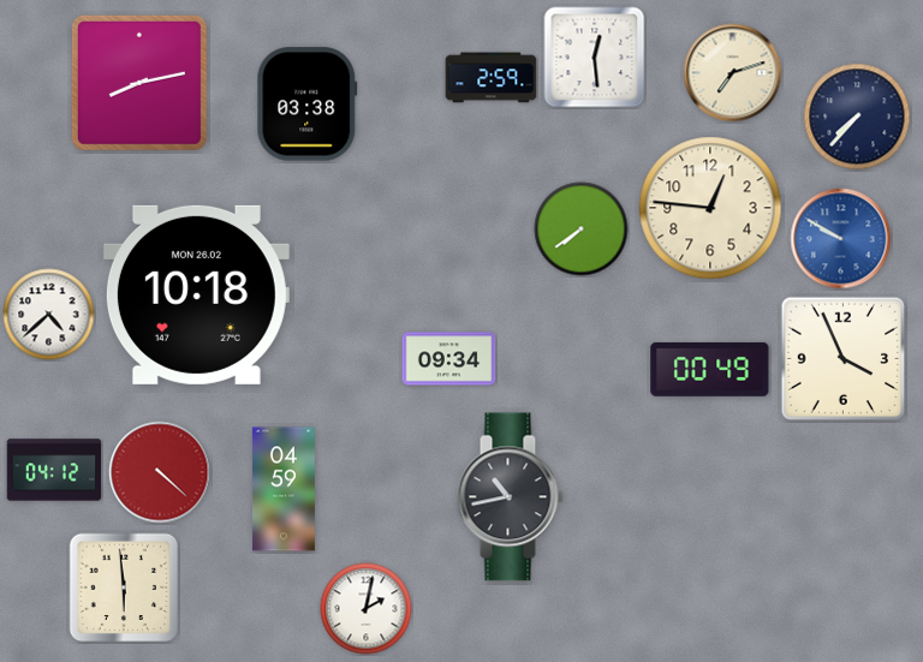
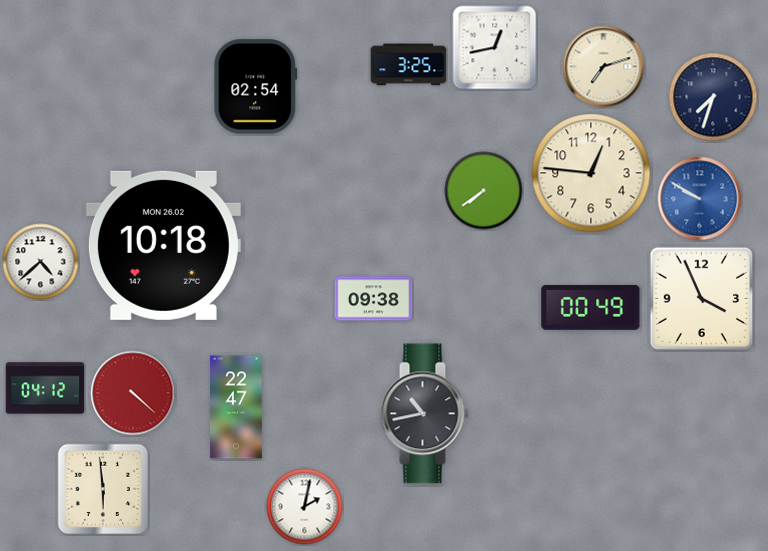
clock at (595, 58): 12:29 -> 12:43
clock at (733, 73) position: (733, 73) -> (604, 67)
clock at (492, 78): 2:59 -> 3:25
clock at (139, 83): 8:13 -> none
clock at (308, 105): 03:38 -> 02:54
clock at (857, 117): 7:37 -> 7:33
clock at (449, 359): 09:34 -> 09:38
clock at (54, 470) position: (54, 470) -> (45, 388)
clock at (284, 489): 04:59 -> 22:47
